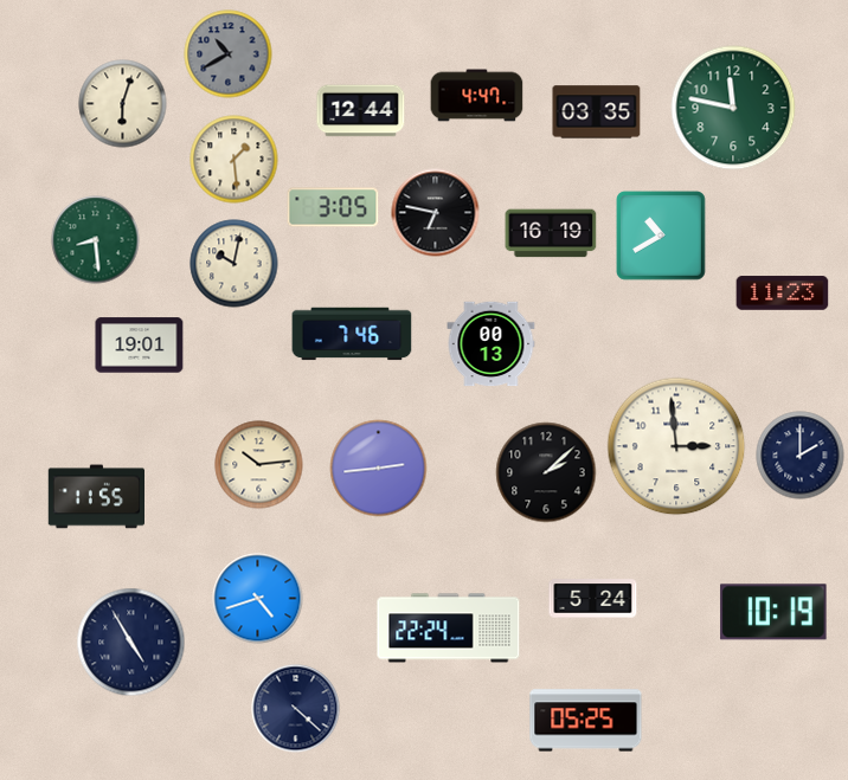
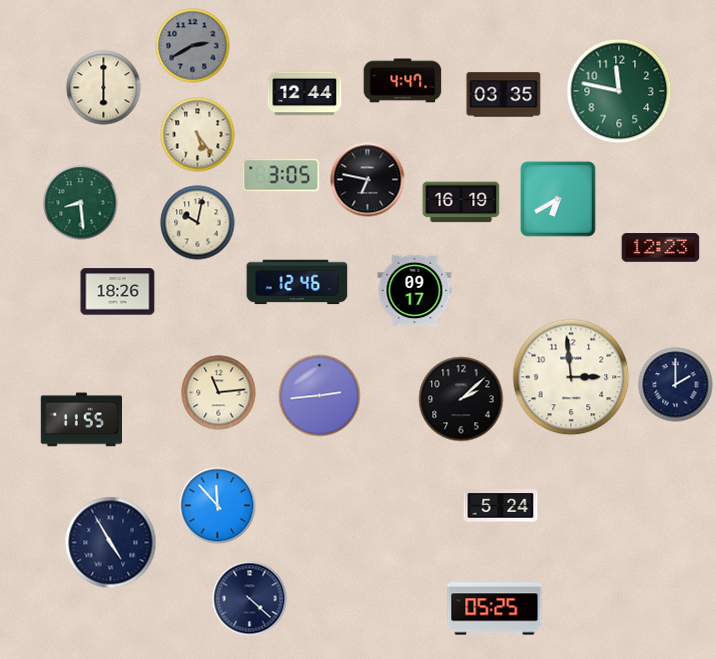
clock at (229, 54): 10:40 -> 2:40
clock at (123, 104): 6:03 -> 6:00
clock at (235, 160): 1:29 -> 5:24
clock at (551, 233) position: (551, 233) -> (461, 202)
clock at (661, 236): 10:40 -> 6:40
clock at (783, 294): 11:23 -> 12:23
clock at (352, 334): 7:46 -> 12:46
clock at (492, 344): 00:13 -> 09:17
clock at (140, 346): 19:01 -> 18:26
clock at (259, 465): 10:14 -> 11:14
clock at (258, 599): 4:42 -> 11:53
clock at (773, 612): 10:19 -> none
clock at (449, 628): 22:24 -> none
